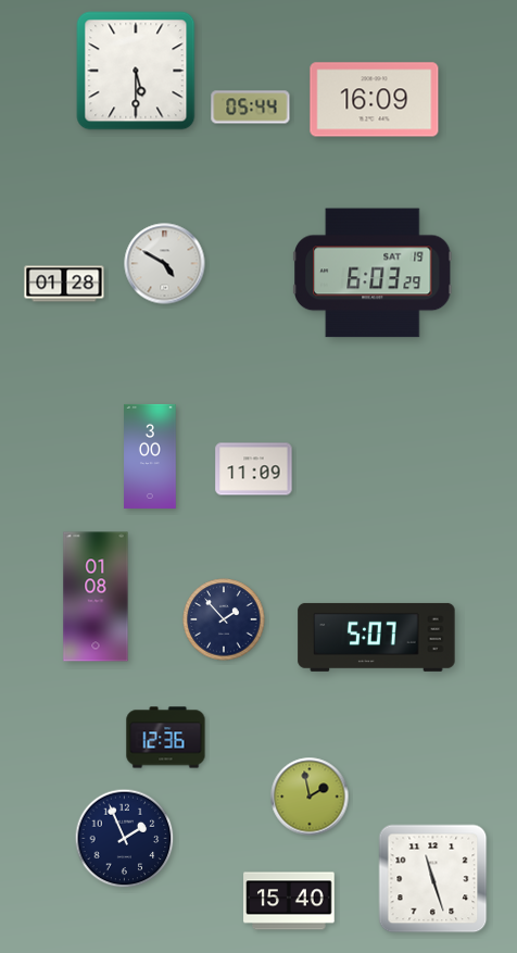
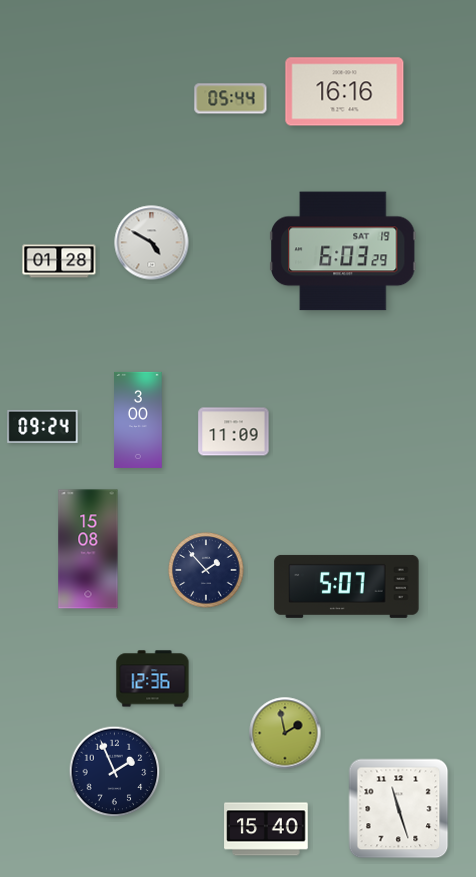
clock at (136, 71): 5:30 -> none
clock at (375, 100): 16:09 -> 16:16
clock at (43, 426): none -> 09:24
clock at (96, 597): 01:08 -> 15:08
